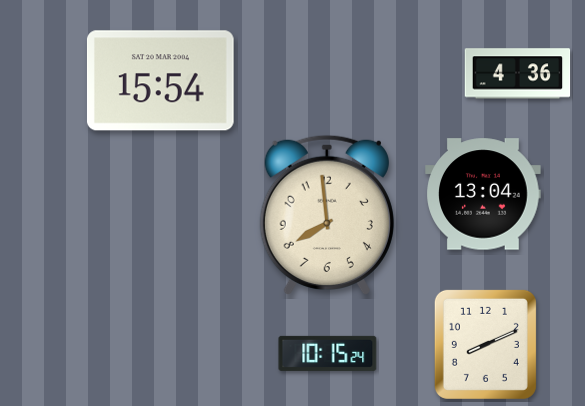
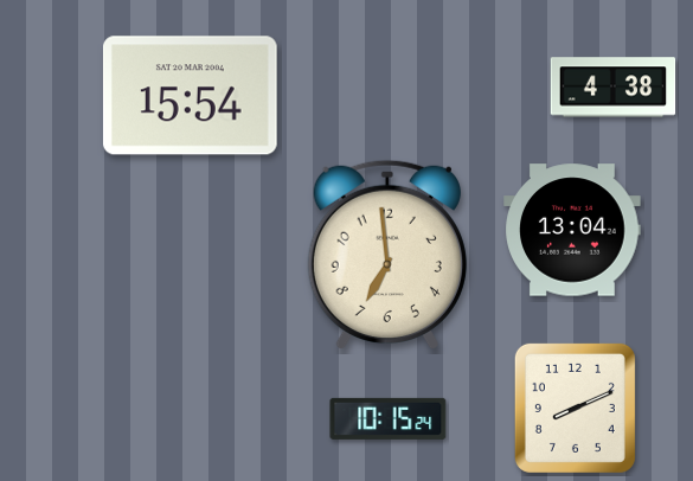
clock at (518, 74): 4:36 -> 4:38
clock at (327, 215): 7:59 -> 6:59
